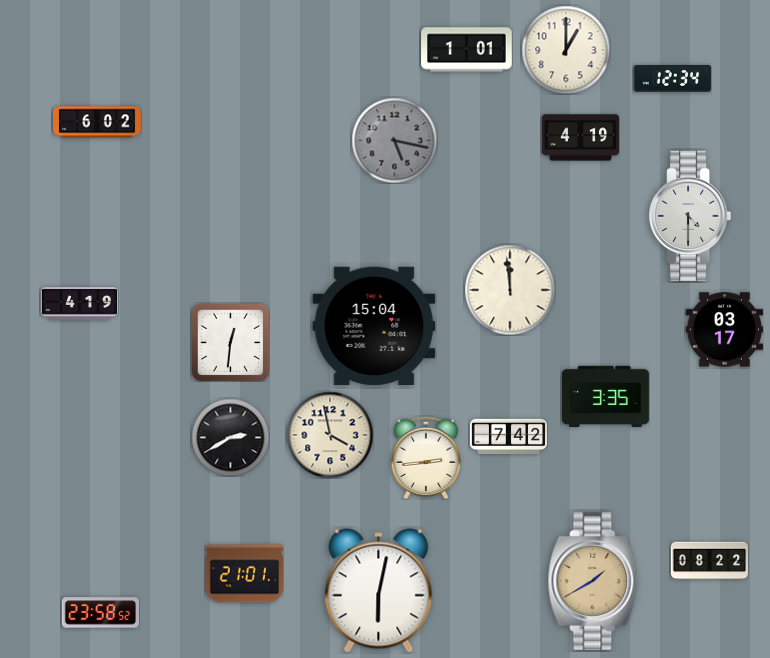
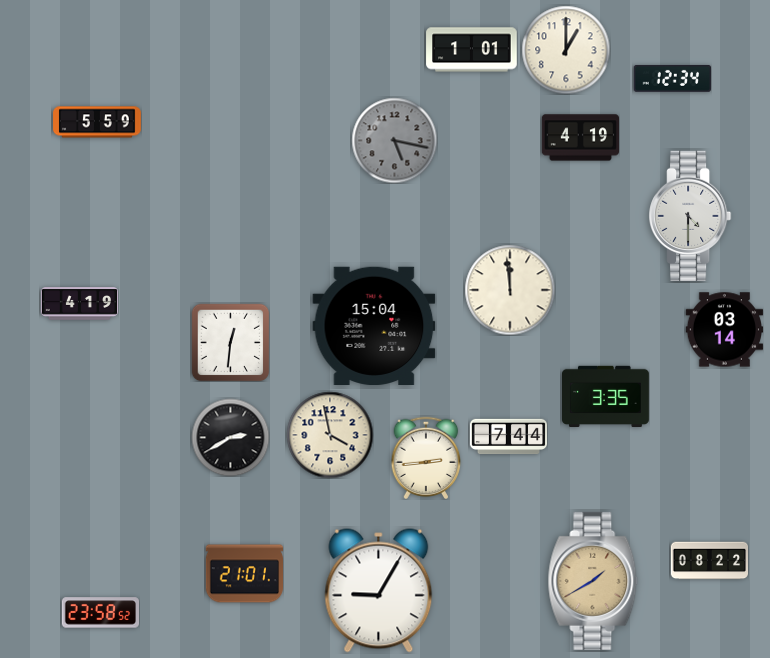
clock at (467, 50) position: (467, 50) -> (472, 50)
clock at (97, 122): 6:02 -> 5:59
clock at (724, 330): 03:17 -> 03:14
clock at (508, 437): 7:42 -> 7:44
clock at (379, 591): 6:02 -> 9:05
